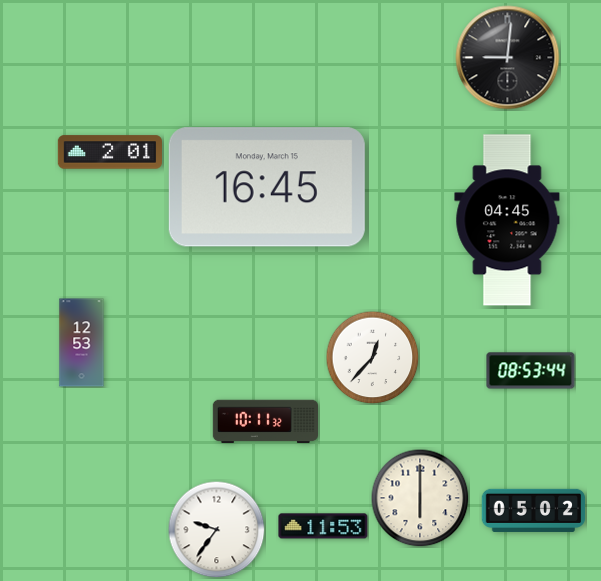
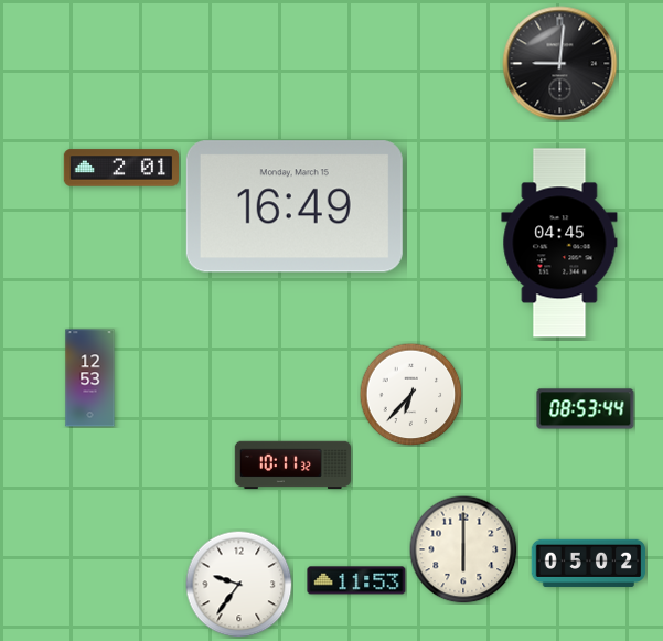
clock at (267, 187): 16:45 -> 16:49
clock at (372, 357): 12:37 -> 6:37
